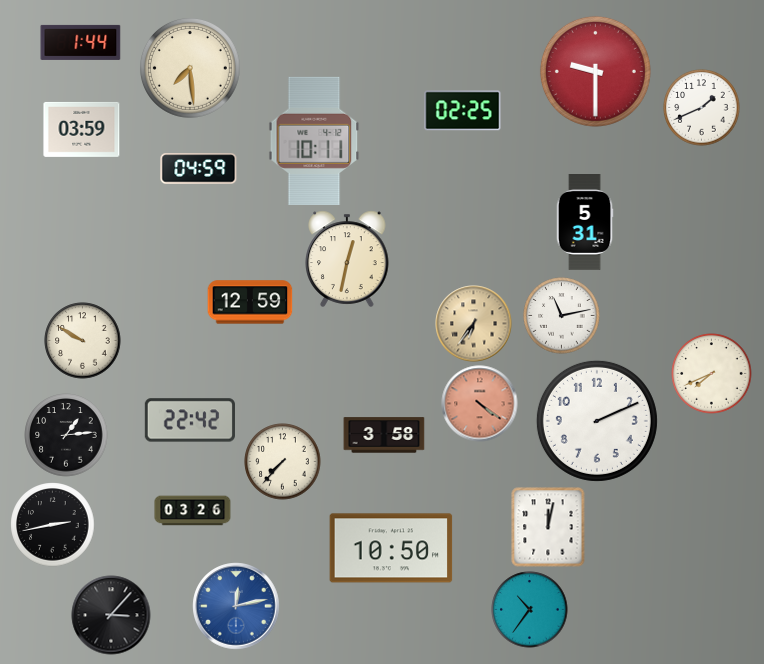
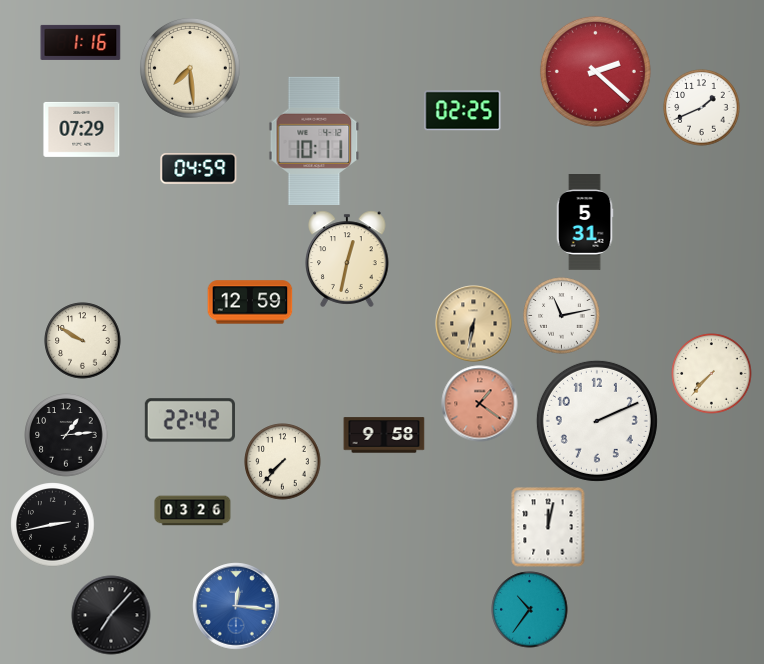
clock at (81, 42): 1:44 -> 1:16
clock at (595, 71): 9:30 -> 2:22
clock at (82, 129): 03:59 -> 07:29
clock at (474, 324): 6:36 -> 6:32
clock at (712, 374): 7:41 -> 7:37
clock at (480, 404): 4:21 -> 1:21
clock at (384, 435): 3:58 -> 9:58
clock at (391, 548): 10:50 -> none
clock at (236, 606): 12:13 -> 12:16
clock at (111, 615): 3:07 -> 7:07
